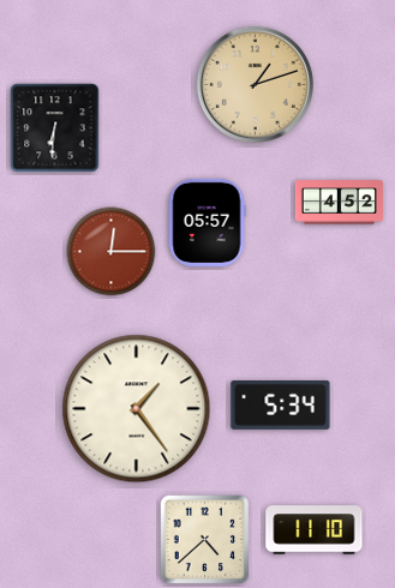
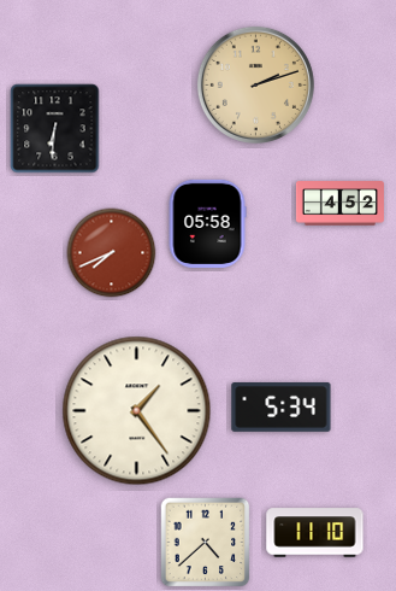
clock at (255, 84): 1:12 -> 2:12
clock at (207, 222): 05:57 -> 05:58
clock at (112, 252): 12:15 -> 7:41
